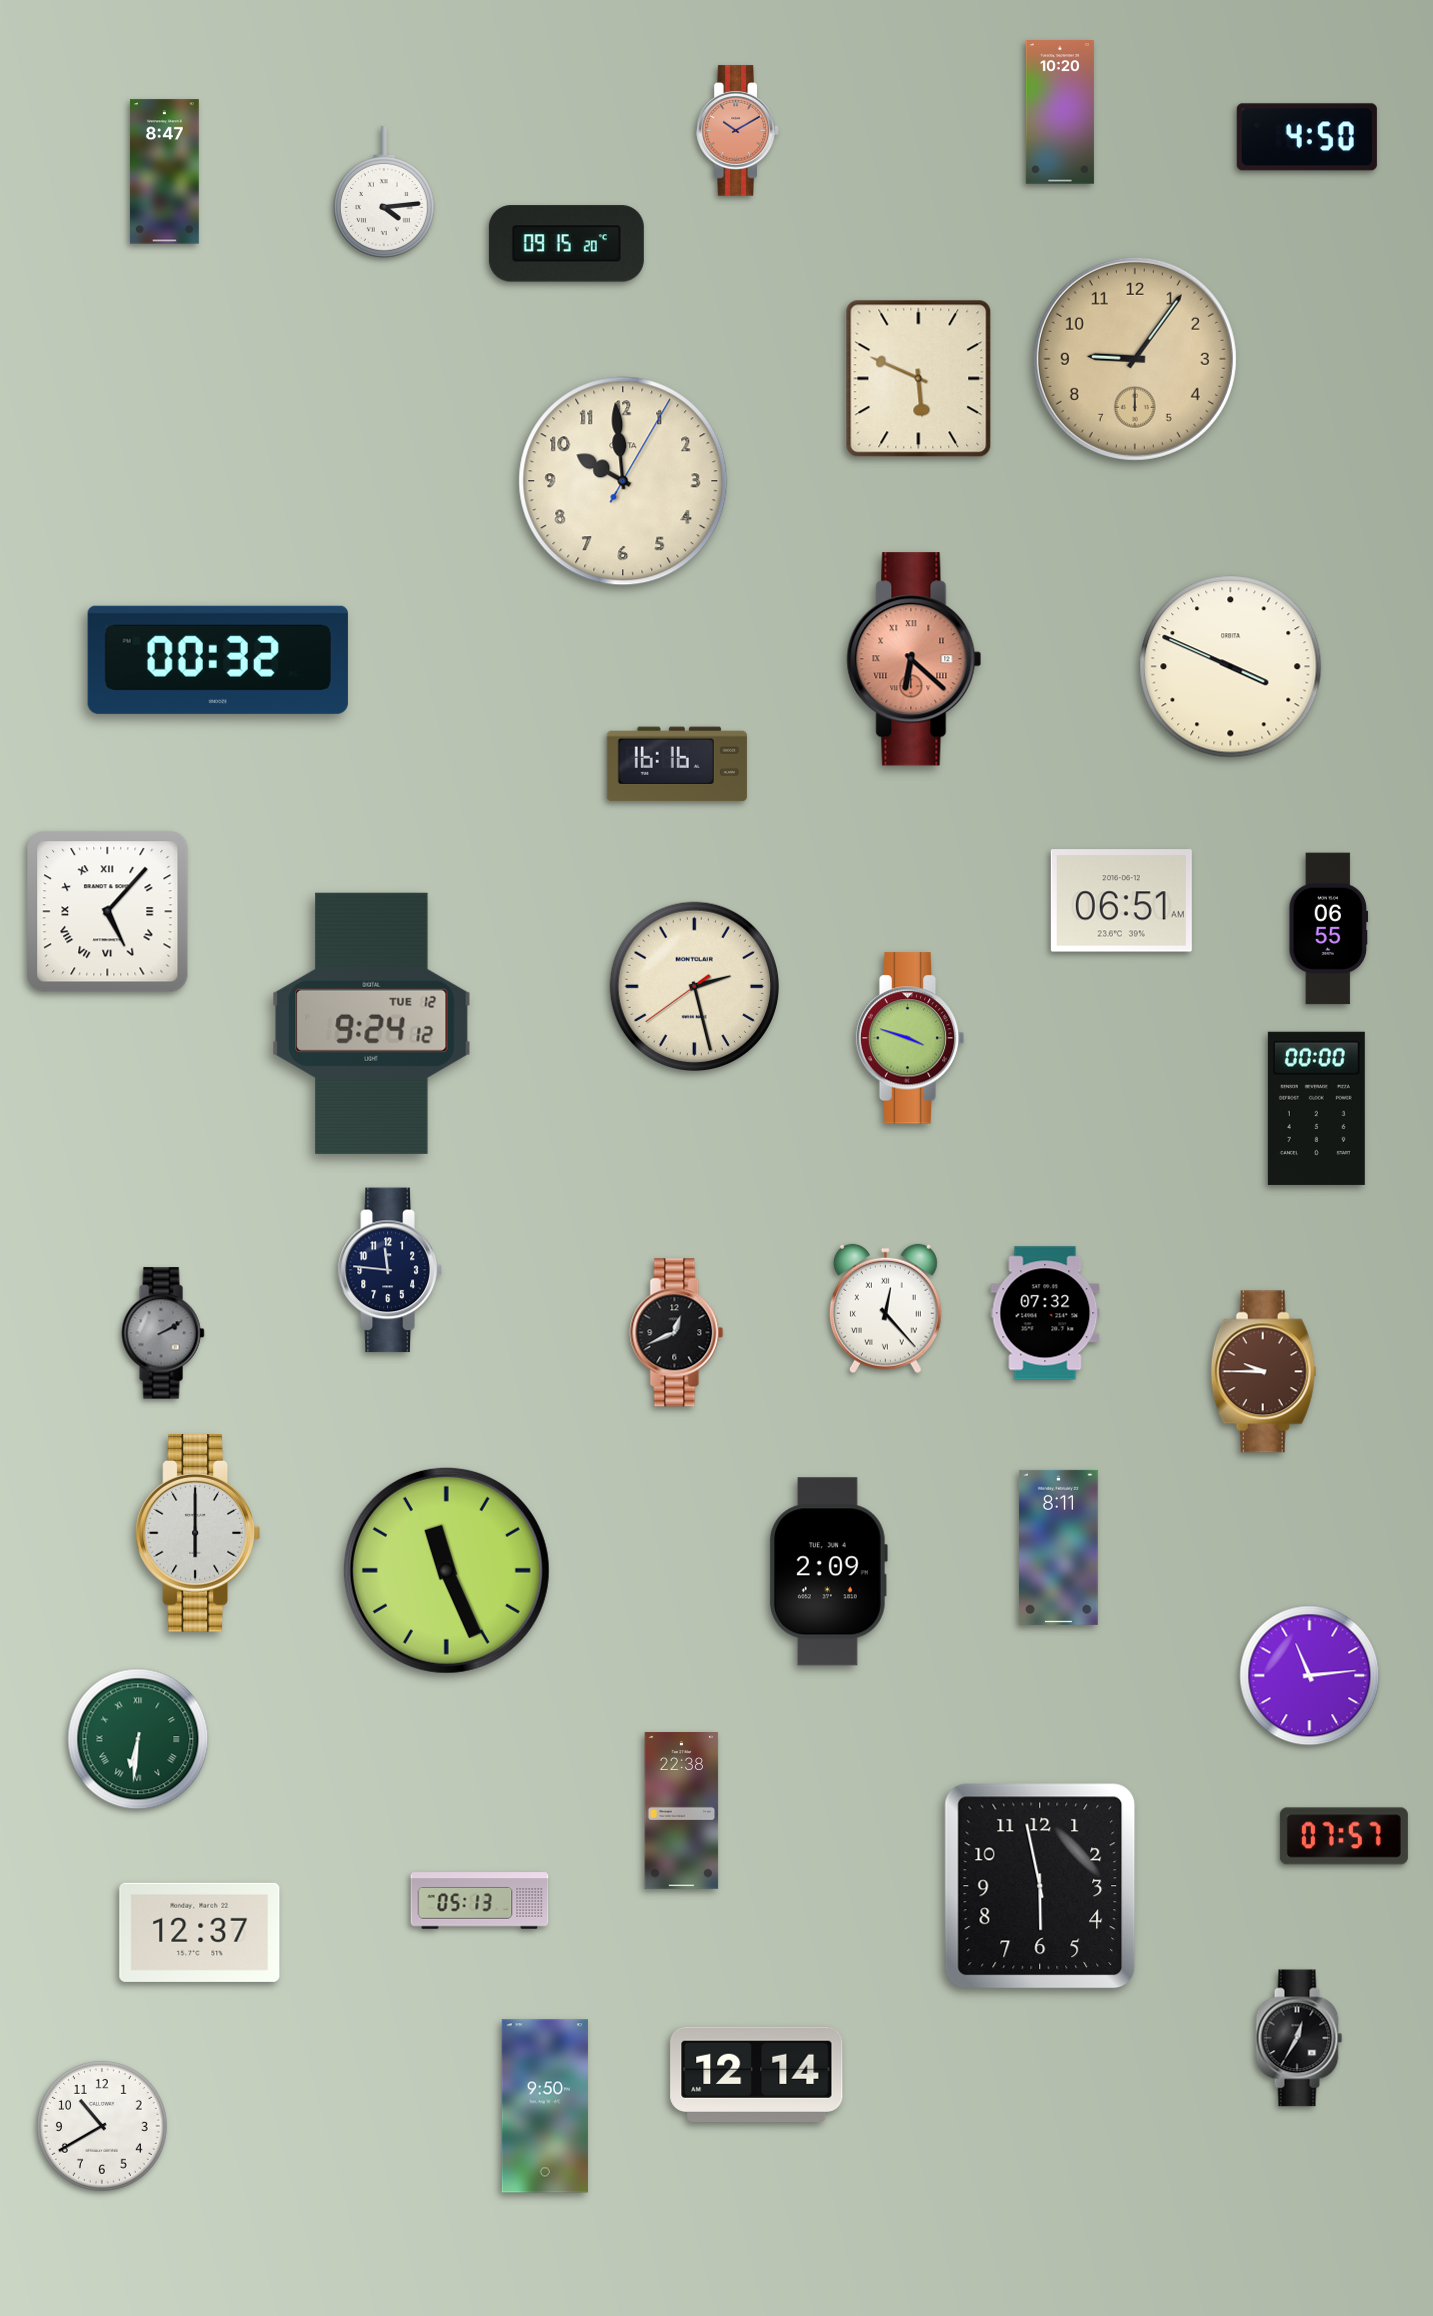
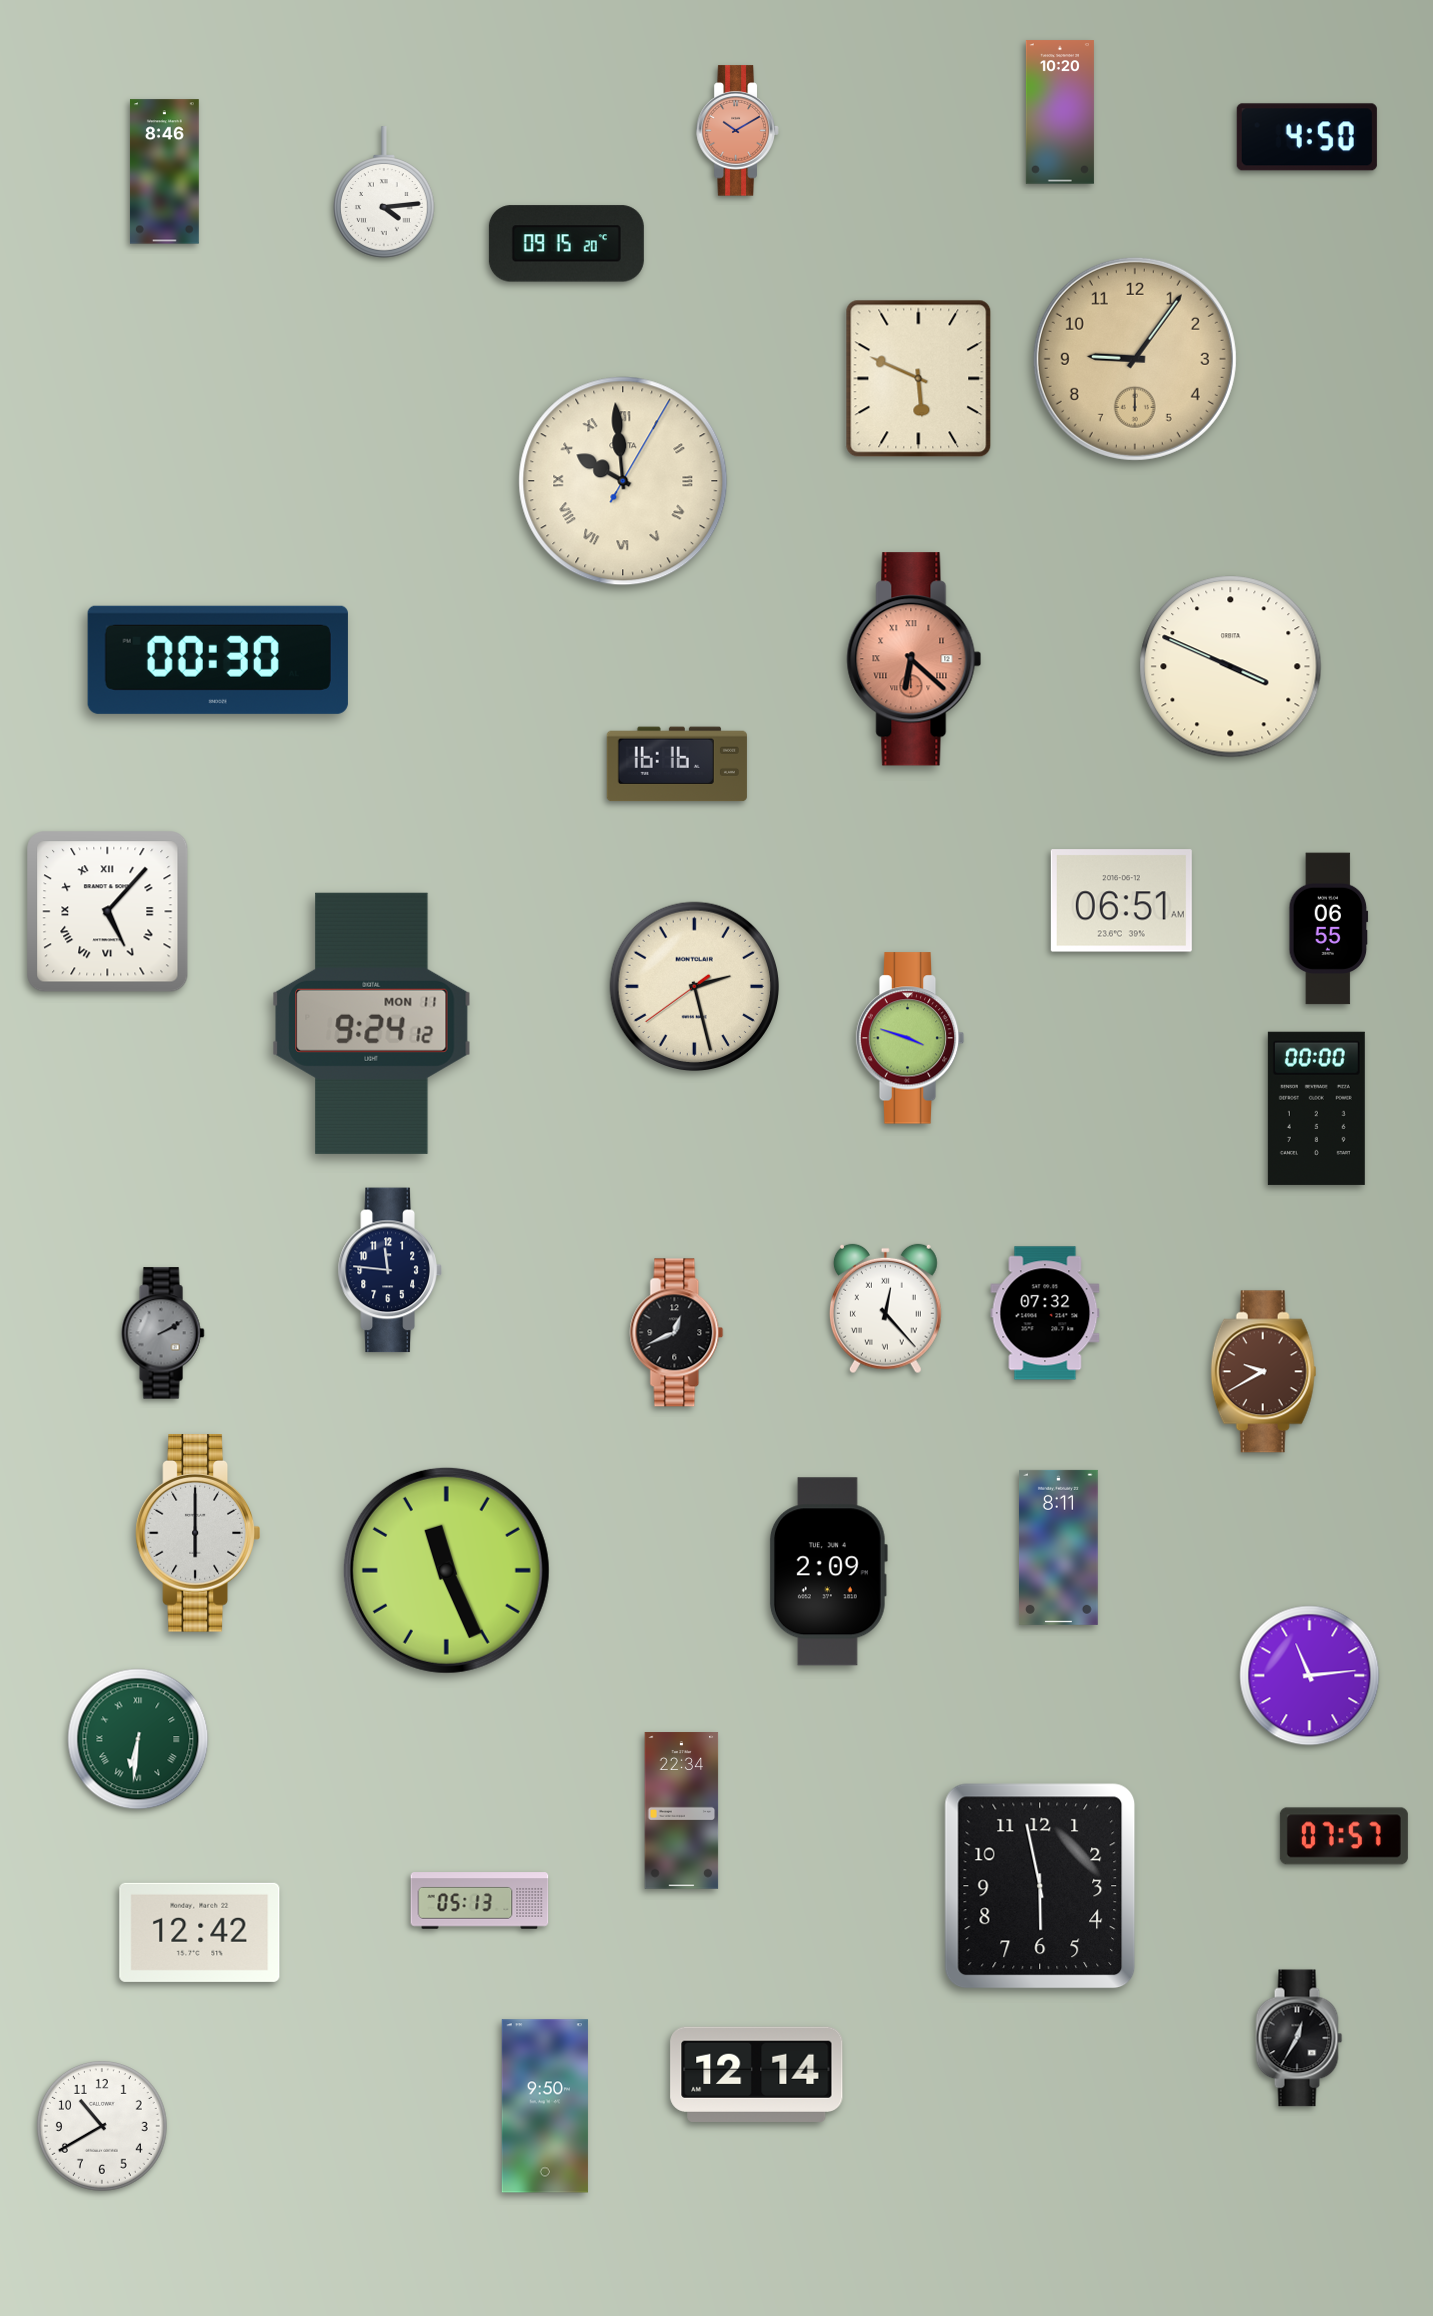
clock at (165, 172): 8:47 -> 8:46
clock at (623, 481) numerals: Arabic -> Roman
clock at (218, 660): 00:32 -> 00:30
clock at (372, 1023) date: TUE 12 -> MON 11
clock at (1264, 1372): 9:45 -> 9:40
clock at (682, 1811): 22:38 -> 22:34
clock at (200, 1932): 12:37 -> 12:42
